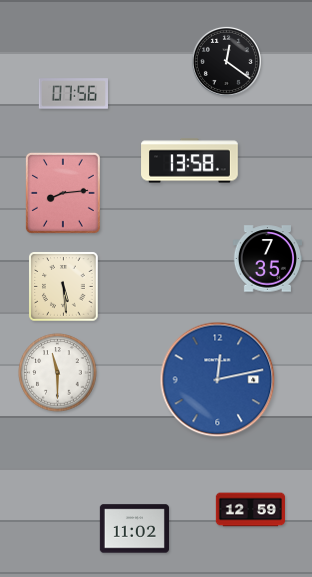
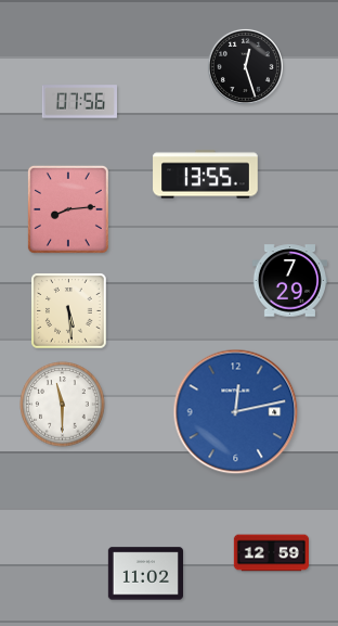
clock at (226, 61): 12:21 -> 12:27
clock at (190, 161): 13:58 -> 13:55
clock at (267, 259): 7:35 -> 7:29
